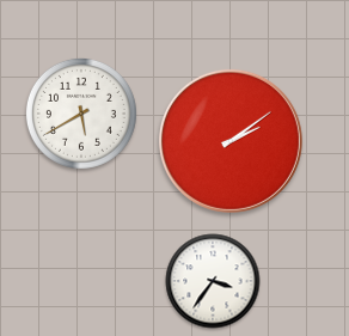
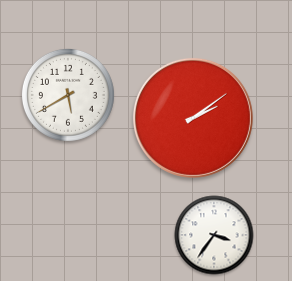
clock at (213, 281) position: (213, 281) -> (214, 235)
